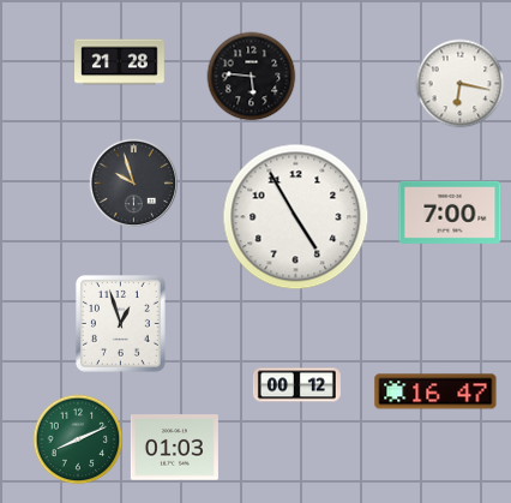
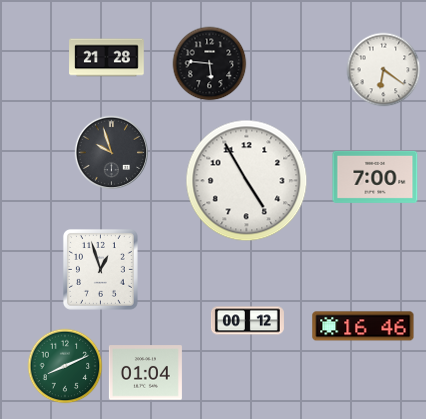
clock at (120, 62) position: (120, 62) -> (107, 58)
clock at (461, 84): 6:17 -> 6:21
clock at (435, 391): 16:47 -> 16:46
clock at (174, 448): 01:03 -> 01:04
